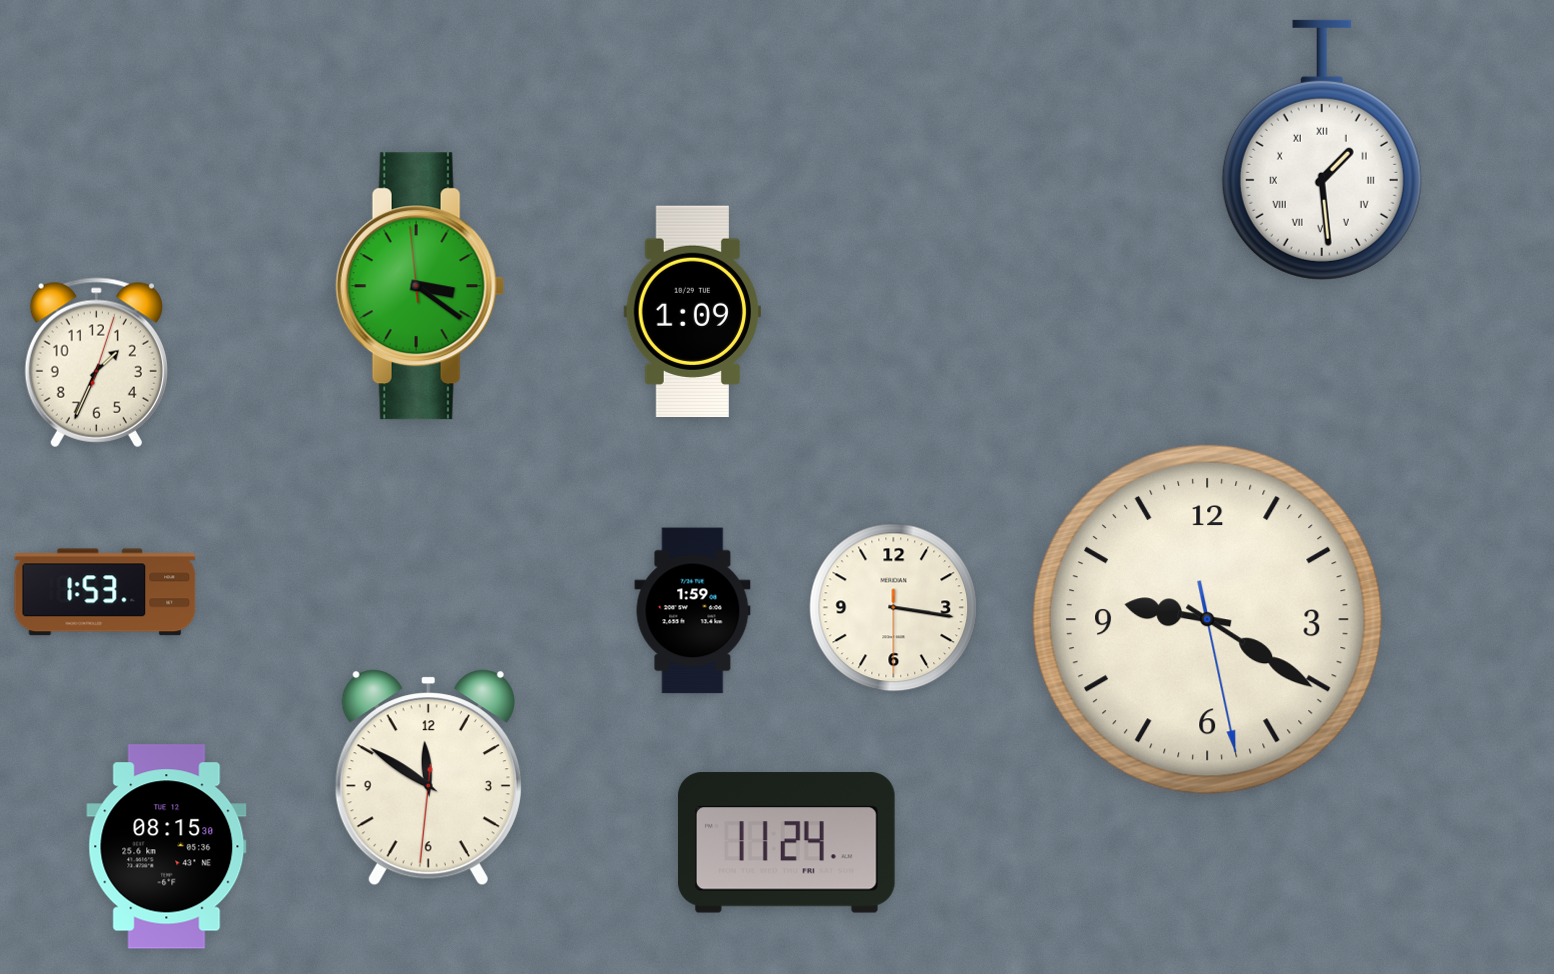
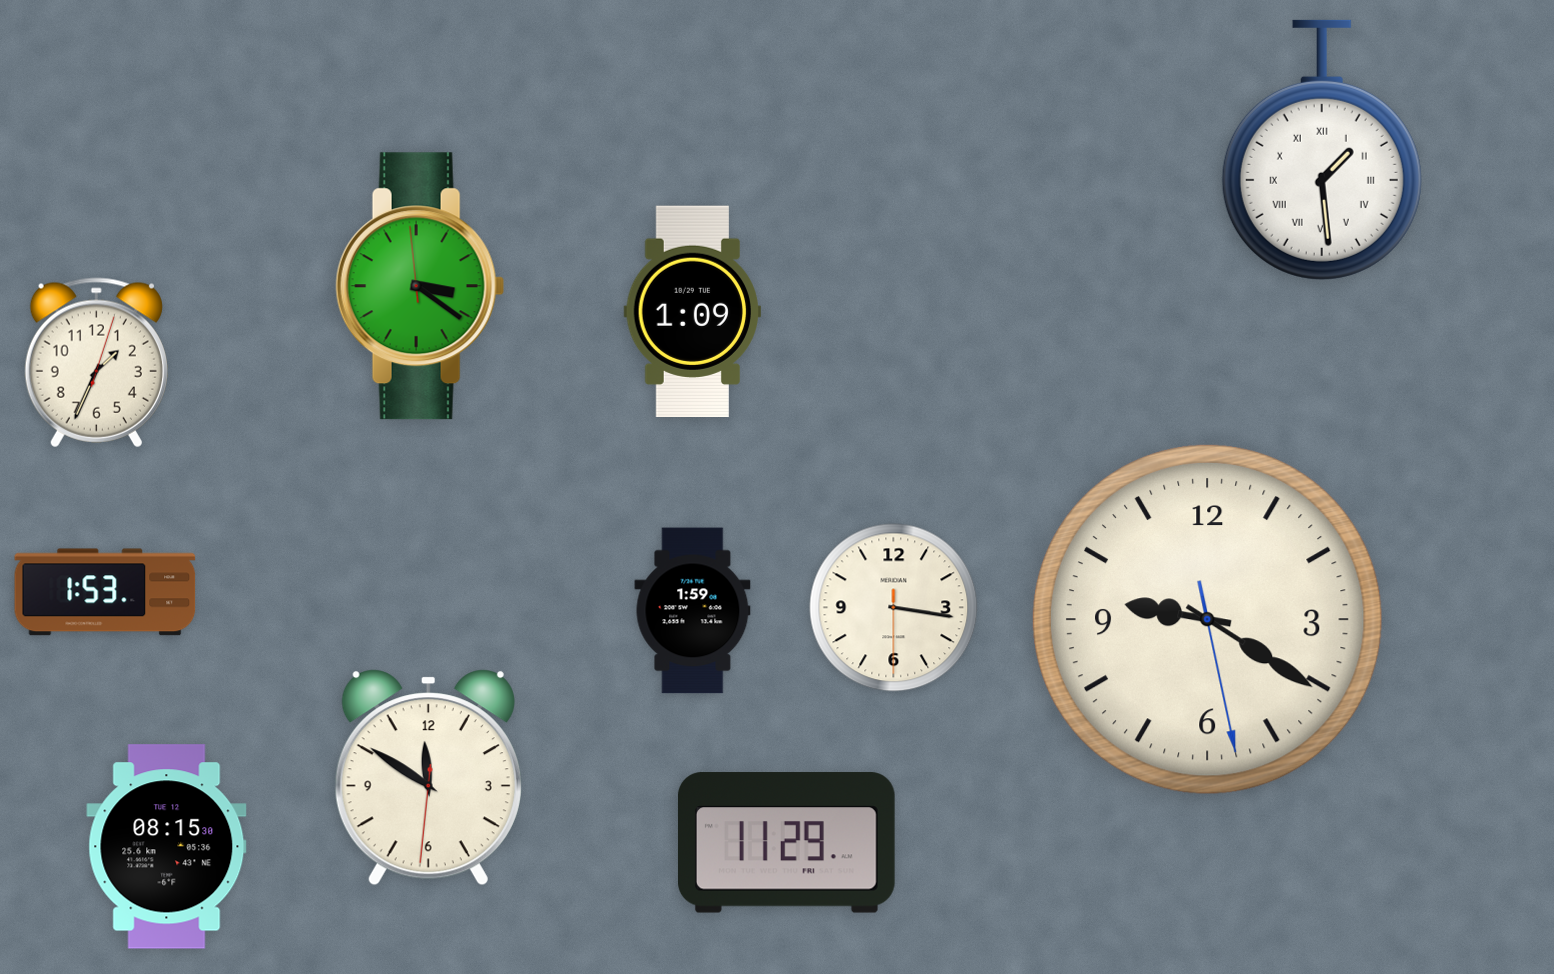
clock at (786, 843): 11:24 -> 11:29
